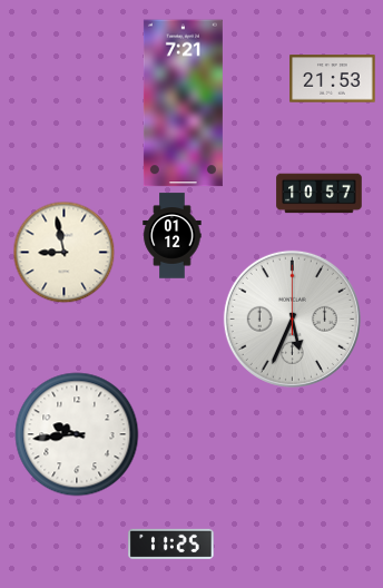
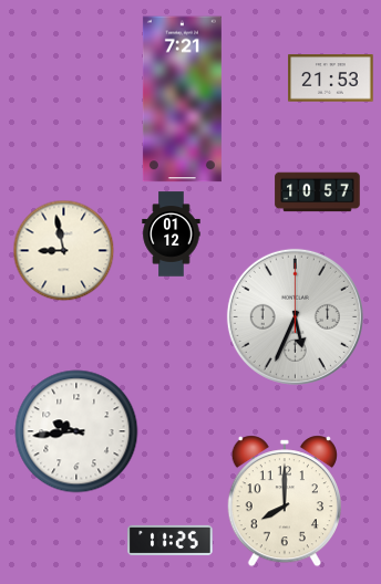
clock at (183, 104) position: (183, 104) -> (182, 100)
clock at (292, 318) position: (292, 318) -> (295, 316)
clock at (285, 501): none -> 8:00
